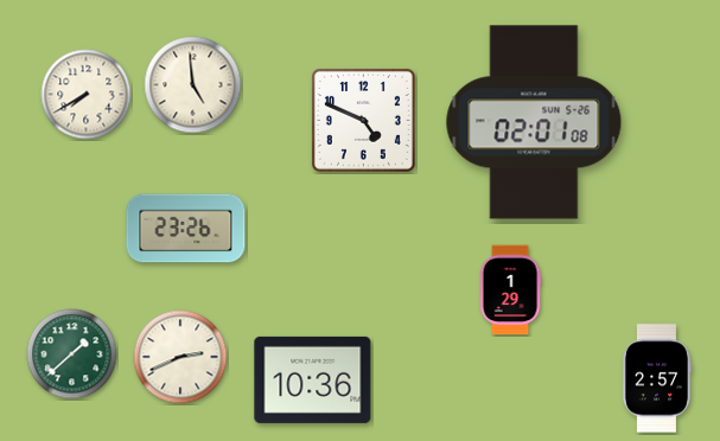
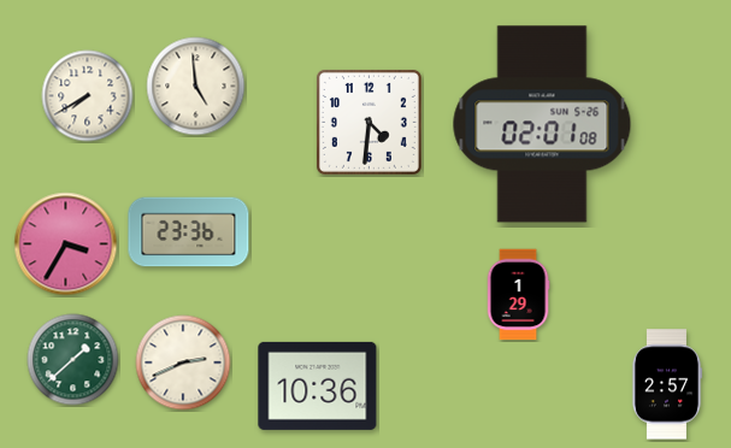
clock at (363, 120): 4:49 -> 4:31
clock at (186, 229): 23:26 -> 23:36
clock at (66, 244): none -> 3:35
